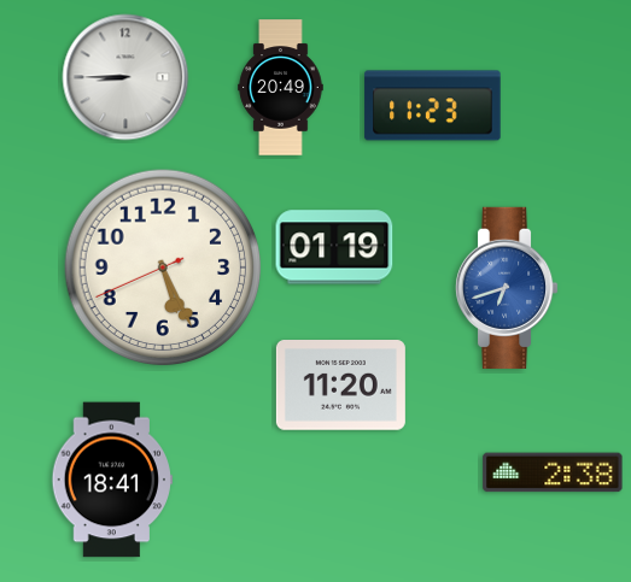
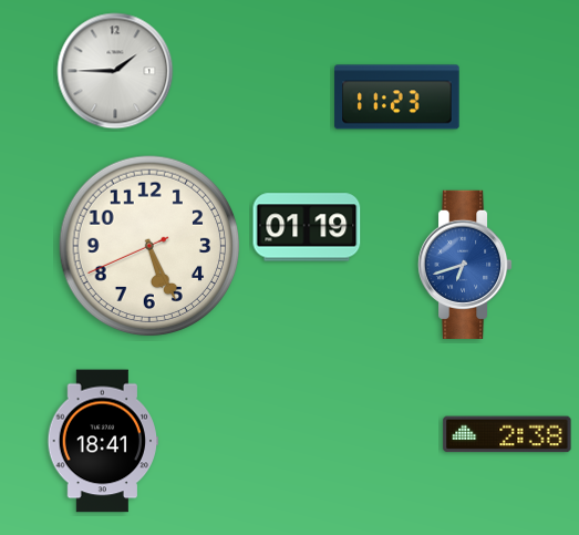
clock at (125, 77): 8:45 -> 1:45
clock at (281, 88): 20:49 -> none
clock at (340, 386): 11:20 -> none
